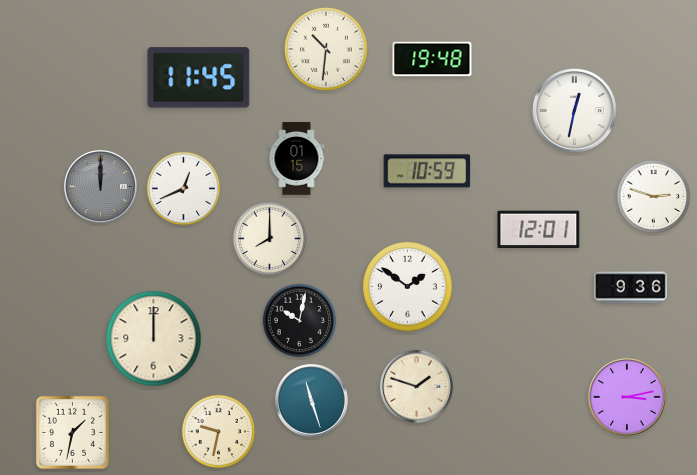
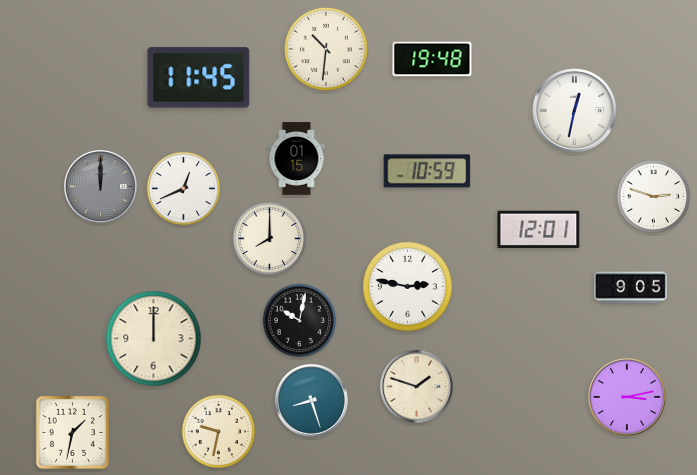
clock at (408, 287): 1:51 -> 2:47
clock at (631, 288): 9:36 -> 9:05
clock at (311, 400): 11:27 -> 8:27
